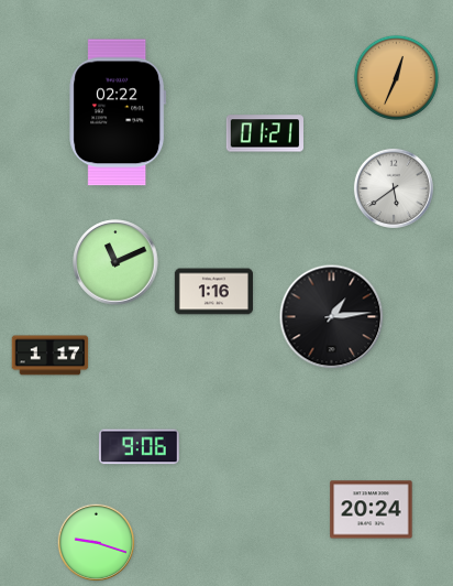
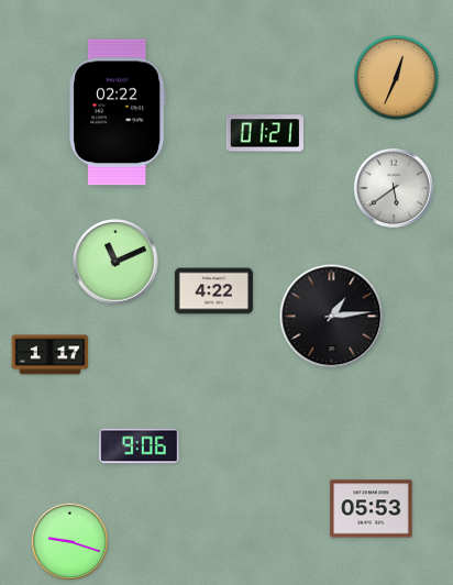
clock at (213, 292): 1:16 -> 4:22
clock at (372, 510): 20:24 -> 05:53
clock at (97, 543) position: (97, 543) -> (70, 542)
